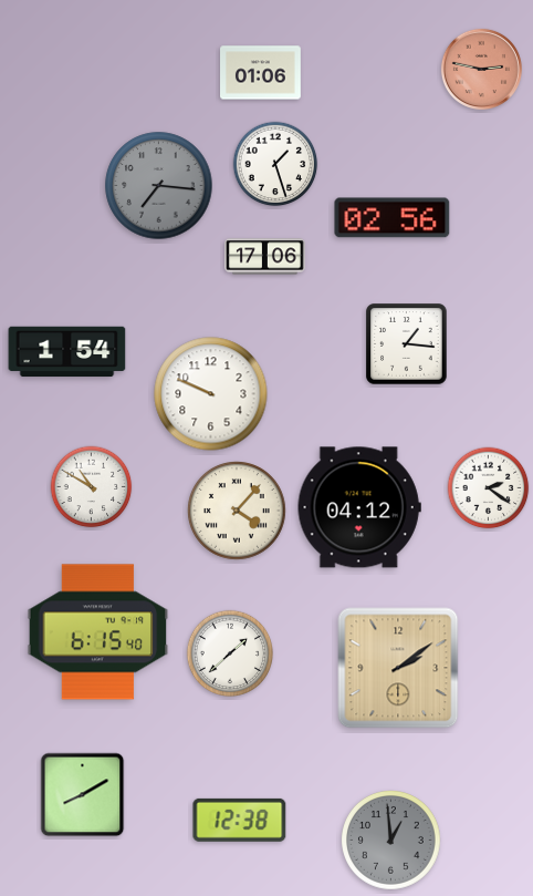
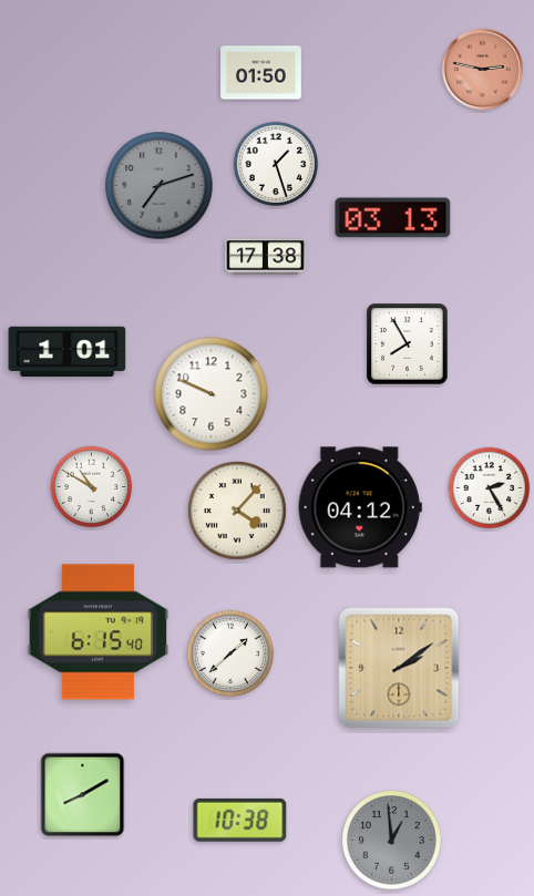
clock at (261, 73): 01:06 -> 01:50
clock at (159, 186): 7:16 -> 7:12
clock at (393, 218): 02:56 -> 03:13
clock at (265, 257): 17:06 -> 17:38
clock at (407, 344): 1:16 -> 7:55
clock at (67, 352): 1:54 -> 1:01
clock at (489, 488): 2:21 -> 2:25
clock at (240, 820): 12:38 -> 10:38
